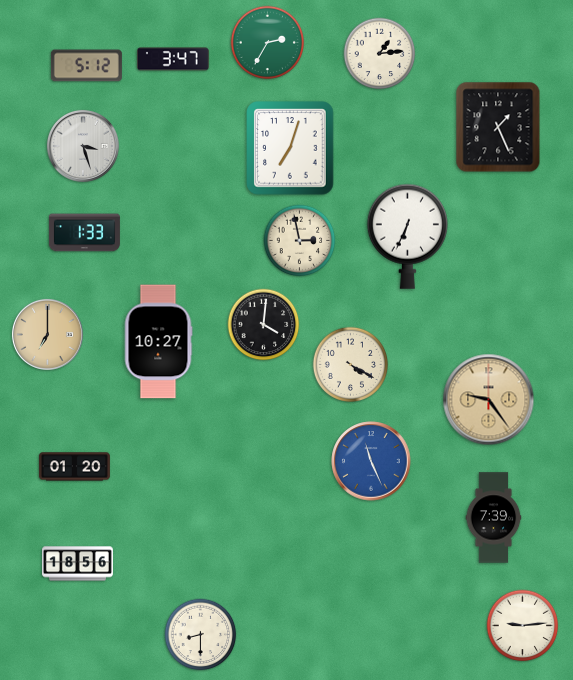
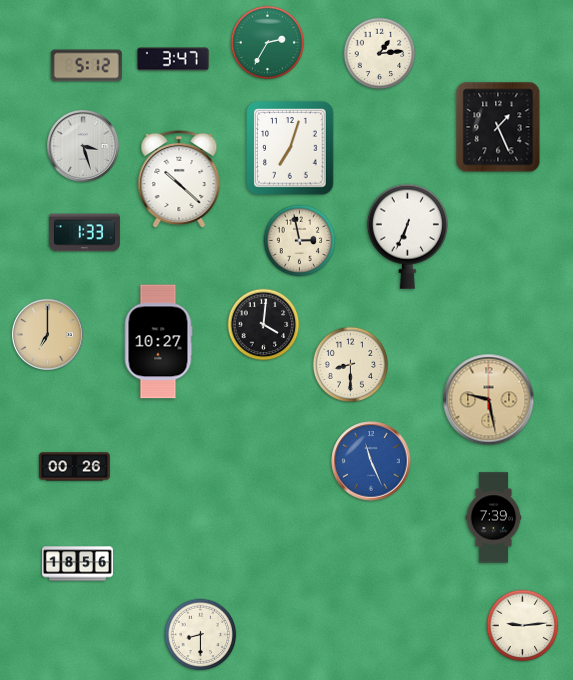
clock at (179, 179): none -> 10:22
clock at (350, 364): 4:20 -> 8:30
clock at (489, 400): 9:24 -> 9:28
clock at (74, 467): 01:20 -> 00:26
